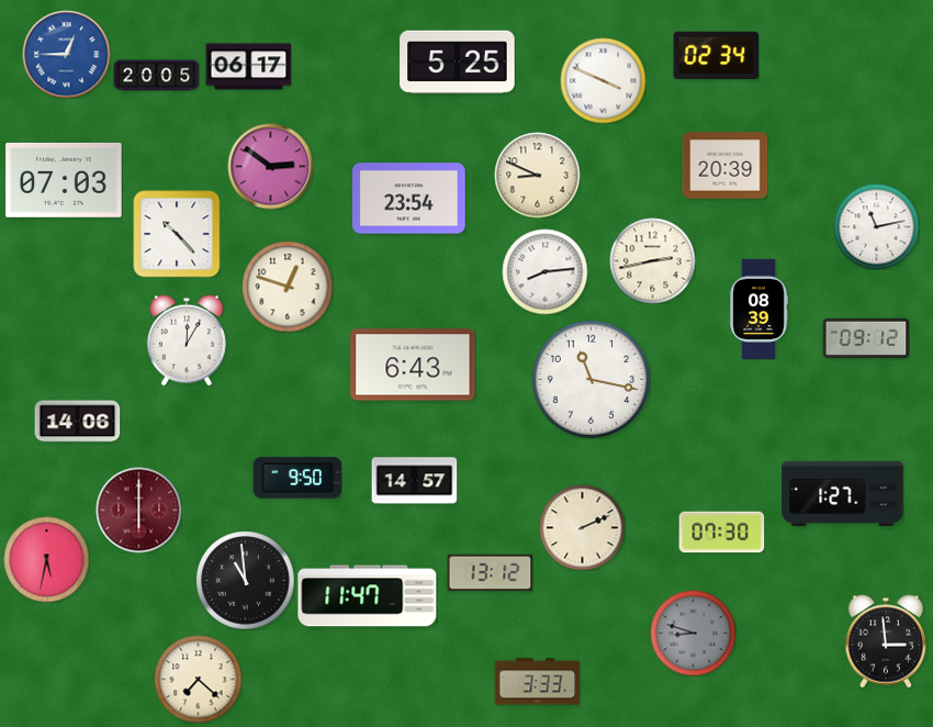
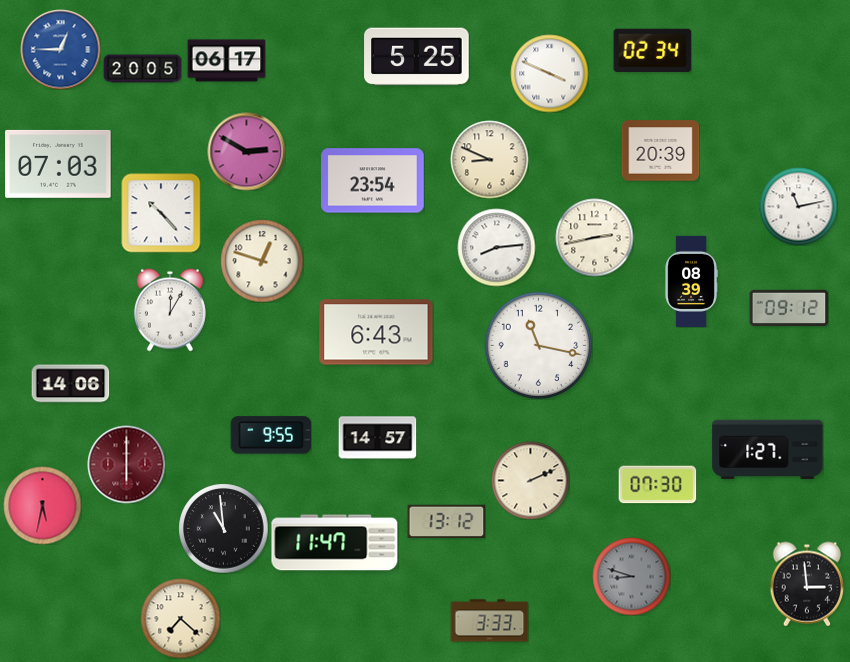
clock at (270, 166): 2:51 -> 2:50
clock at (297, 478): 9:50 -> 9:55
clock at (46, 559) position: (46, 559) -> (42, 505)
